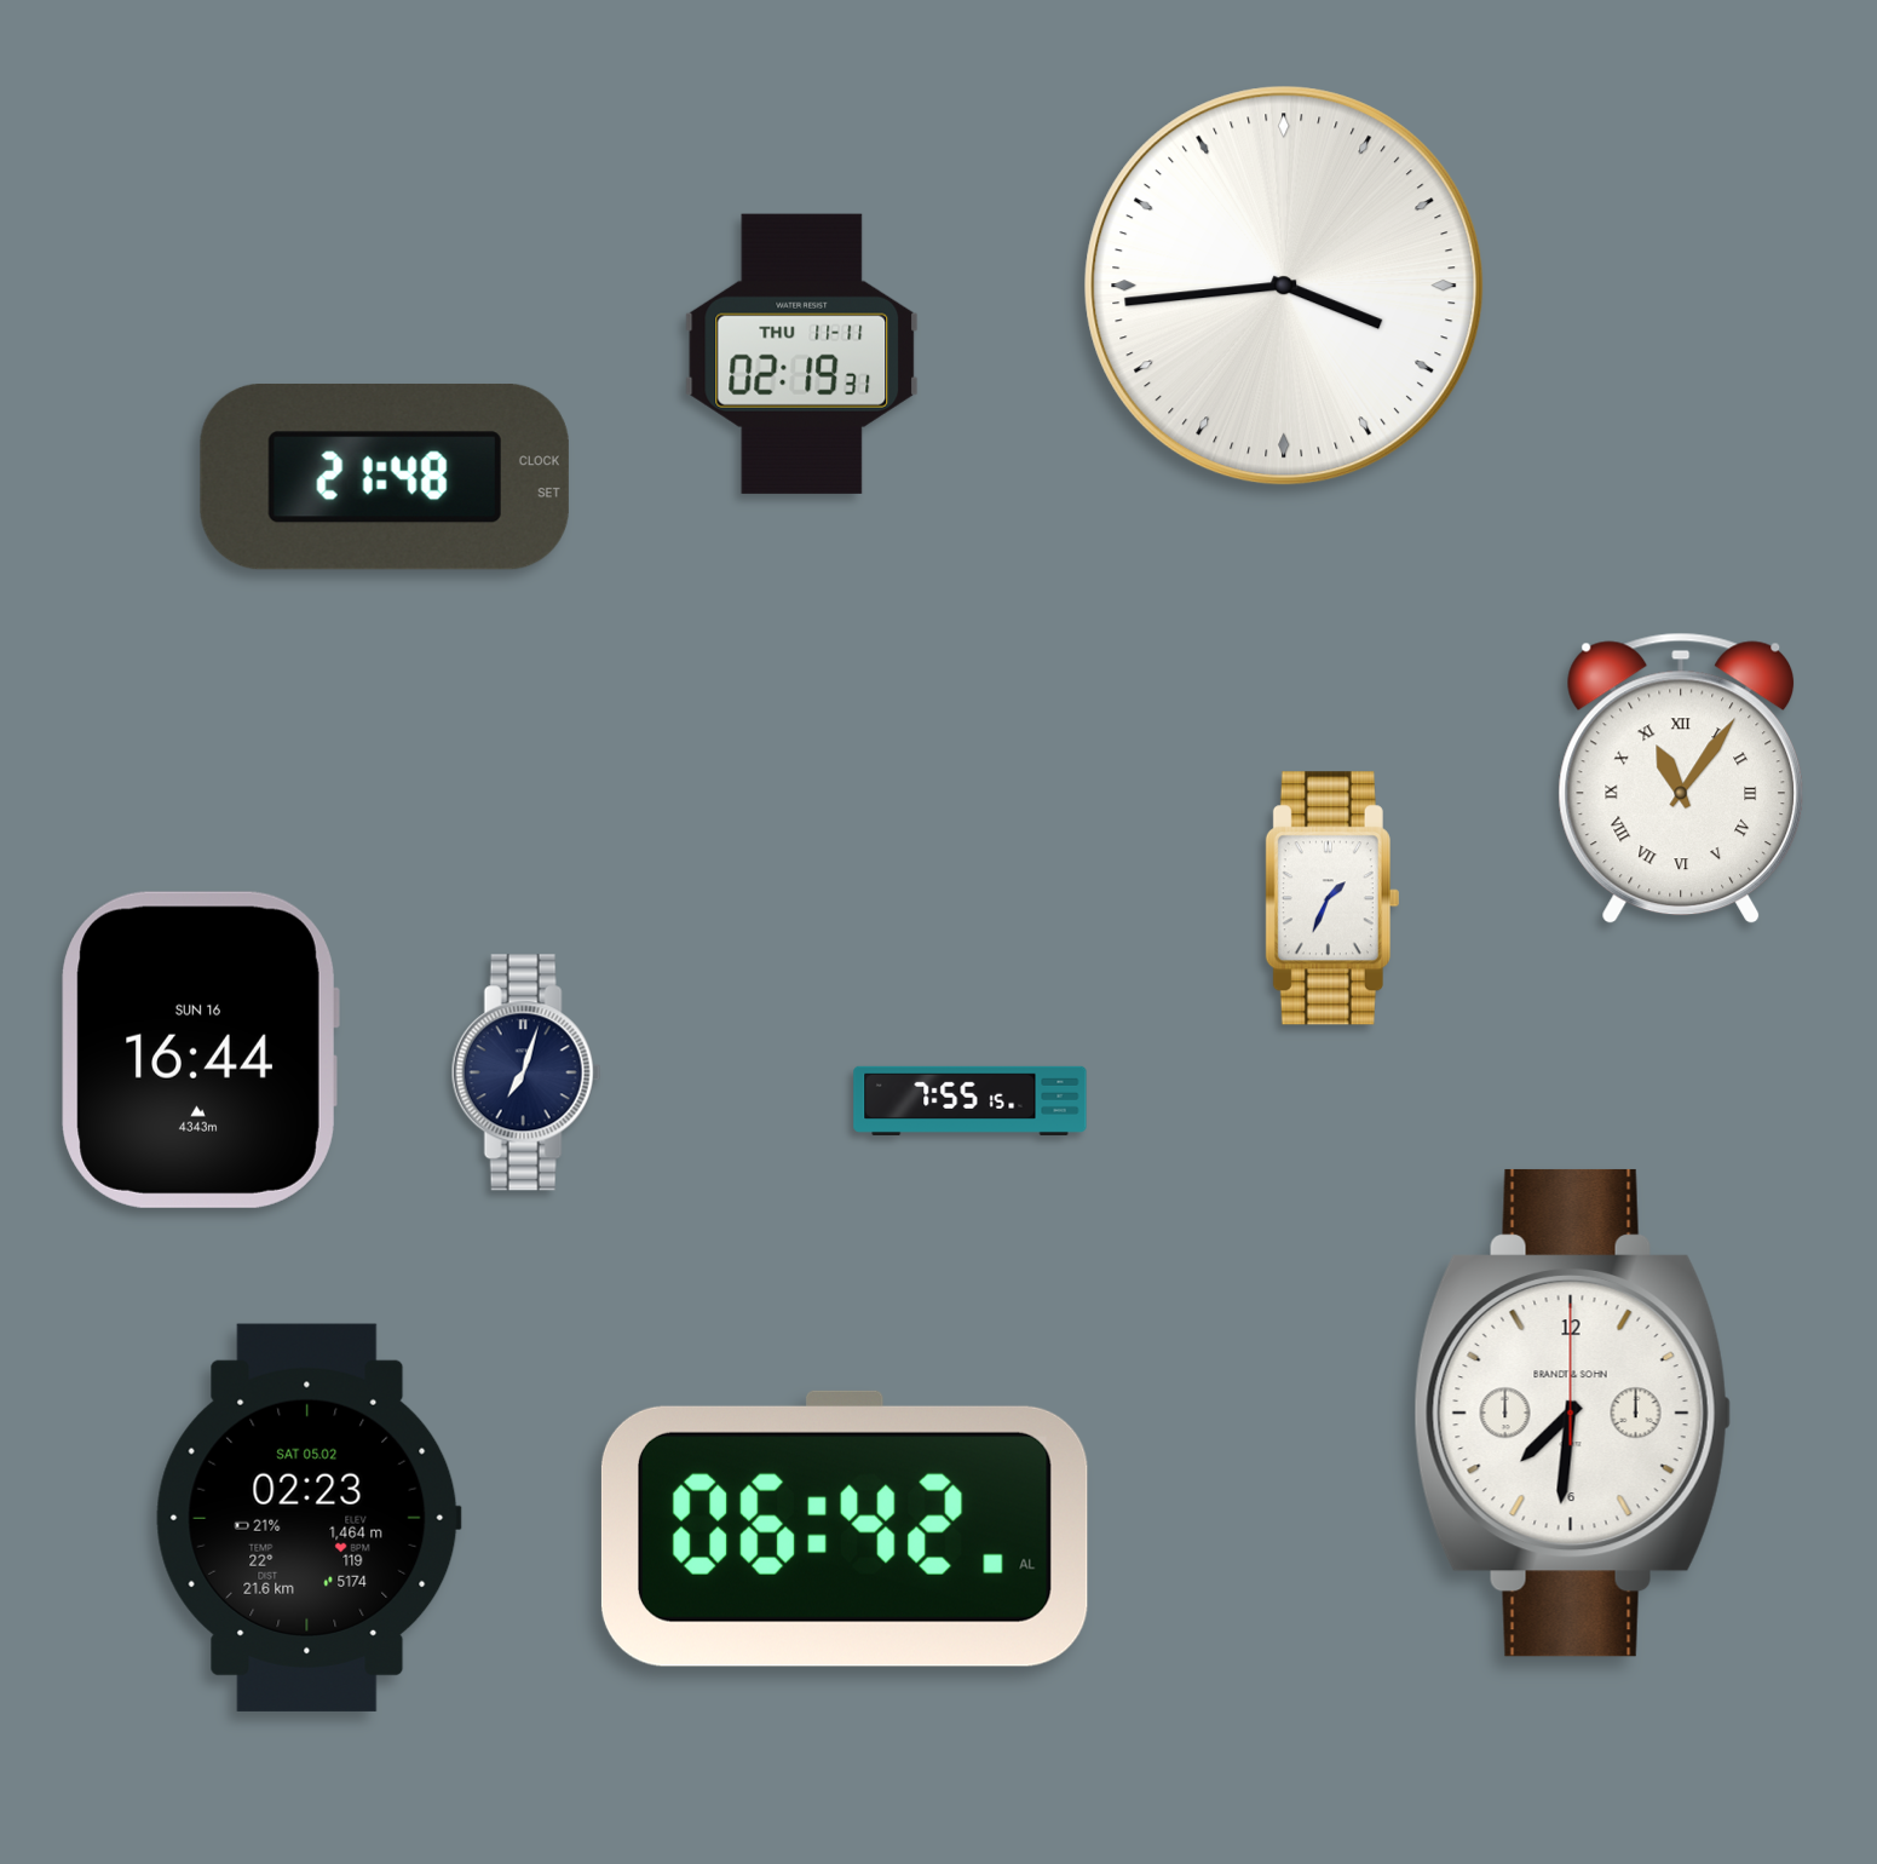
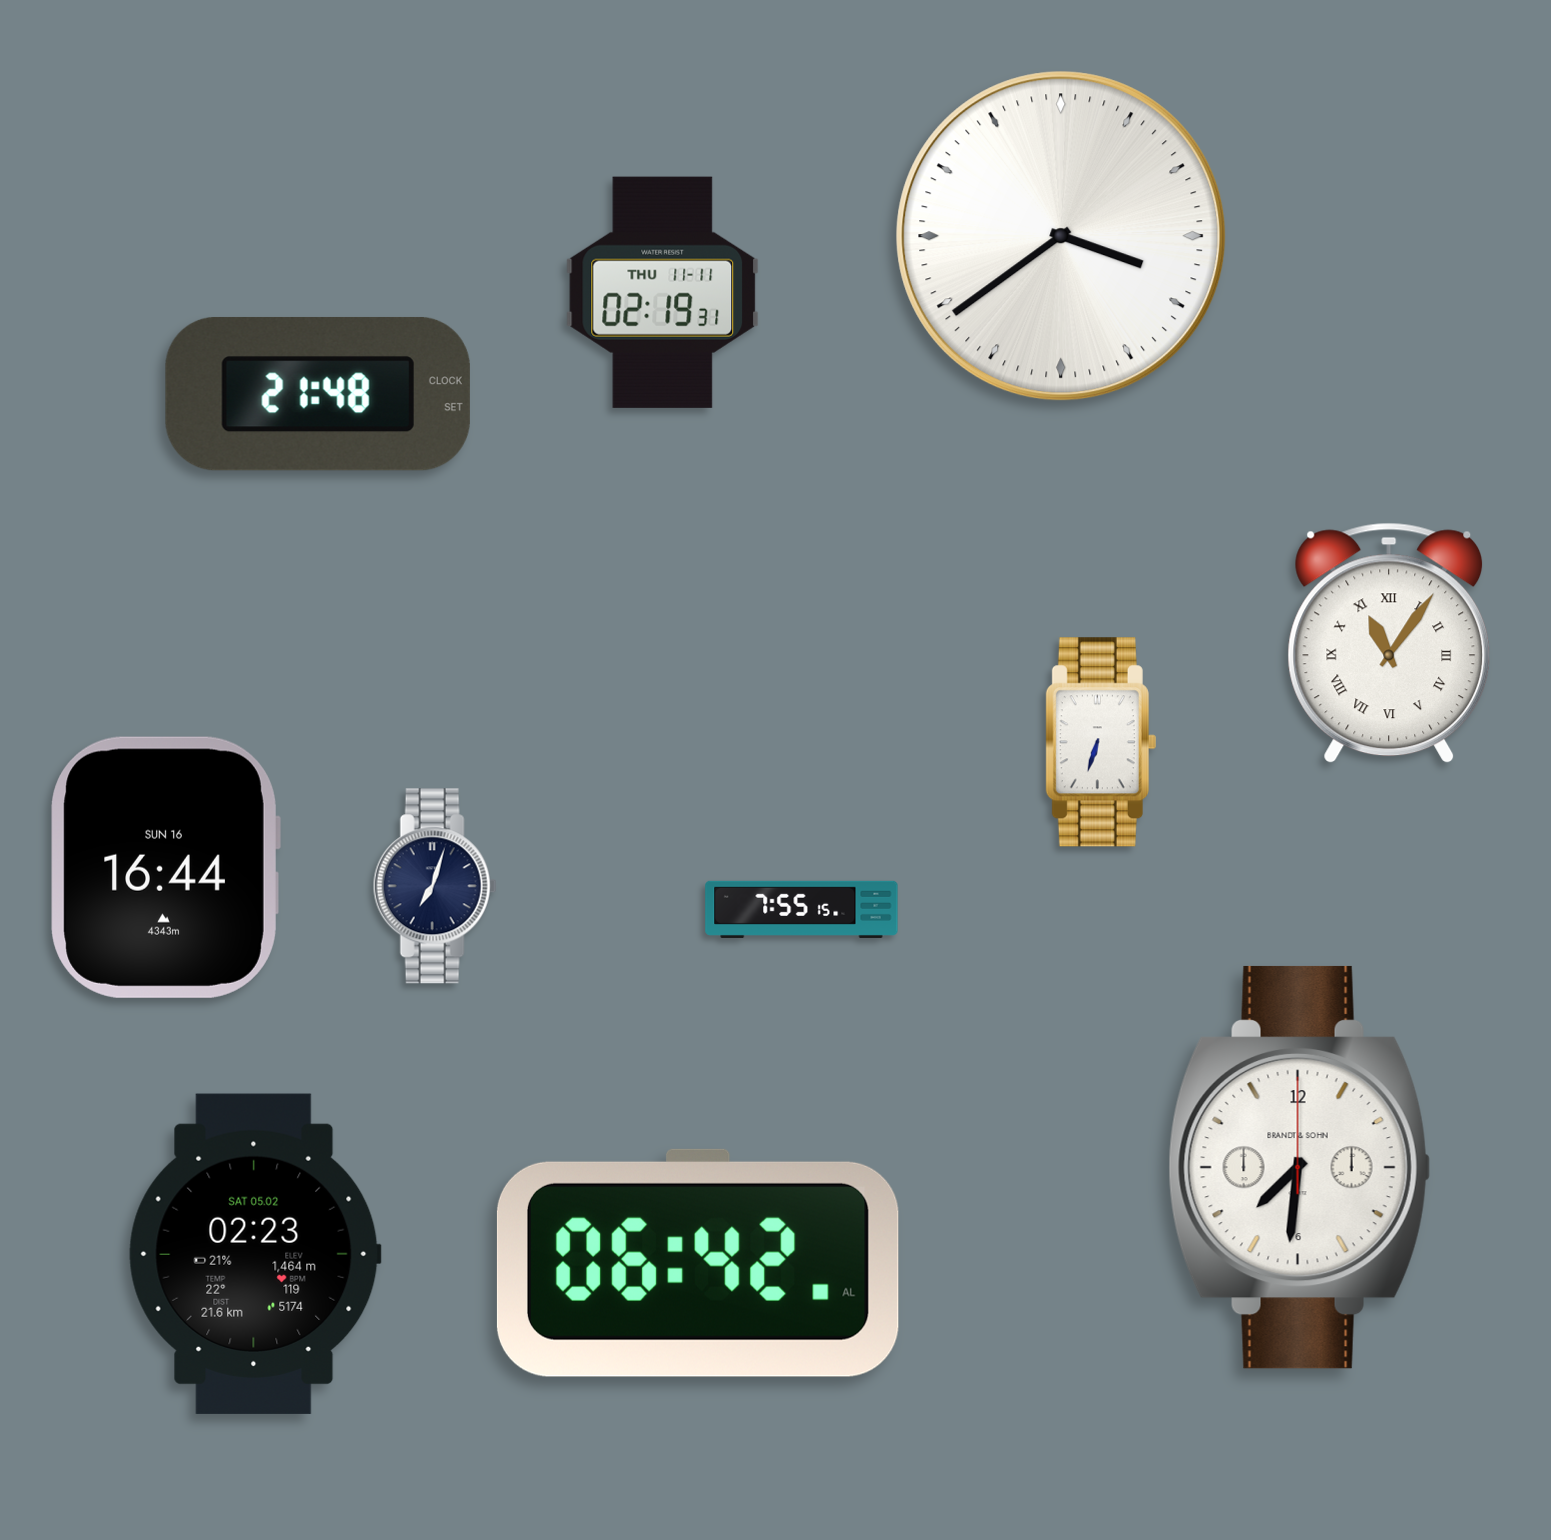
clock at (1284, 286): 3:44 -> 3:39
clock at (1332, 898): 1:34 -> 6:33
